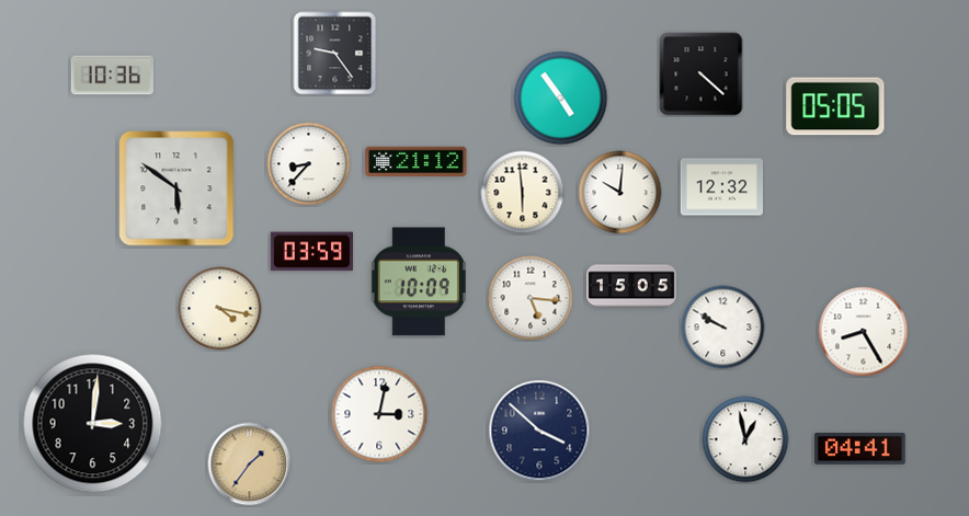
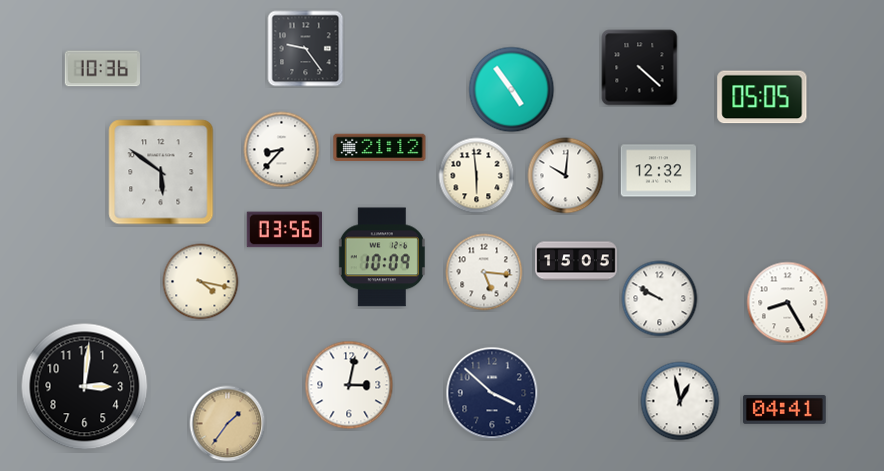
clock at (311, 252): 03:59 -> 03:56
clock at (379, 414) position: (379, 414) -> (349, 385)
